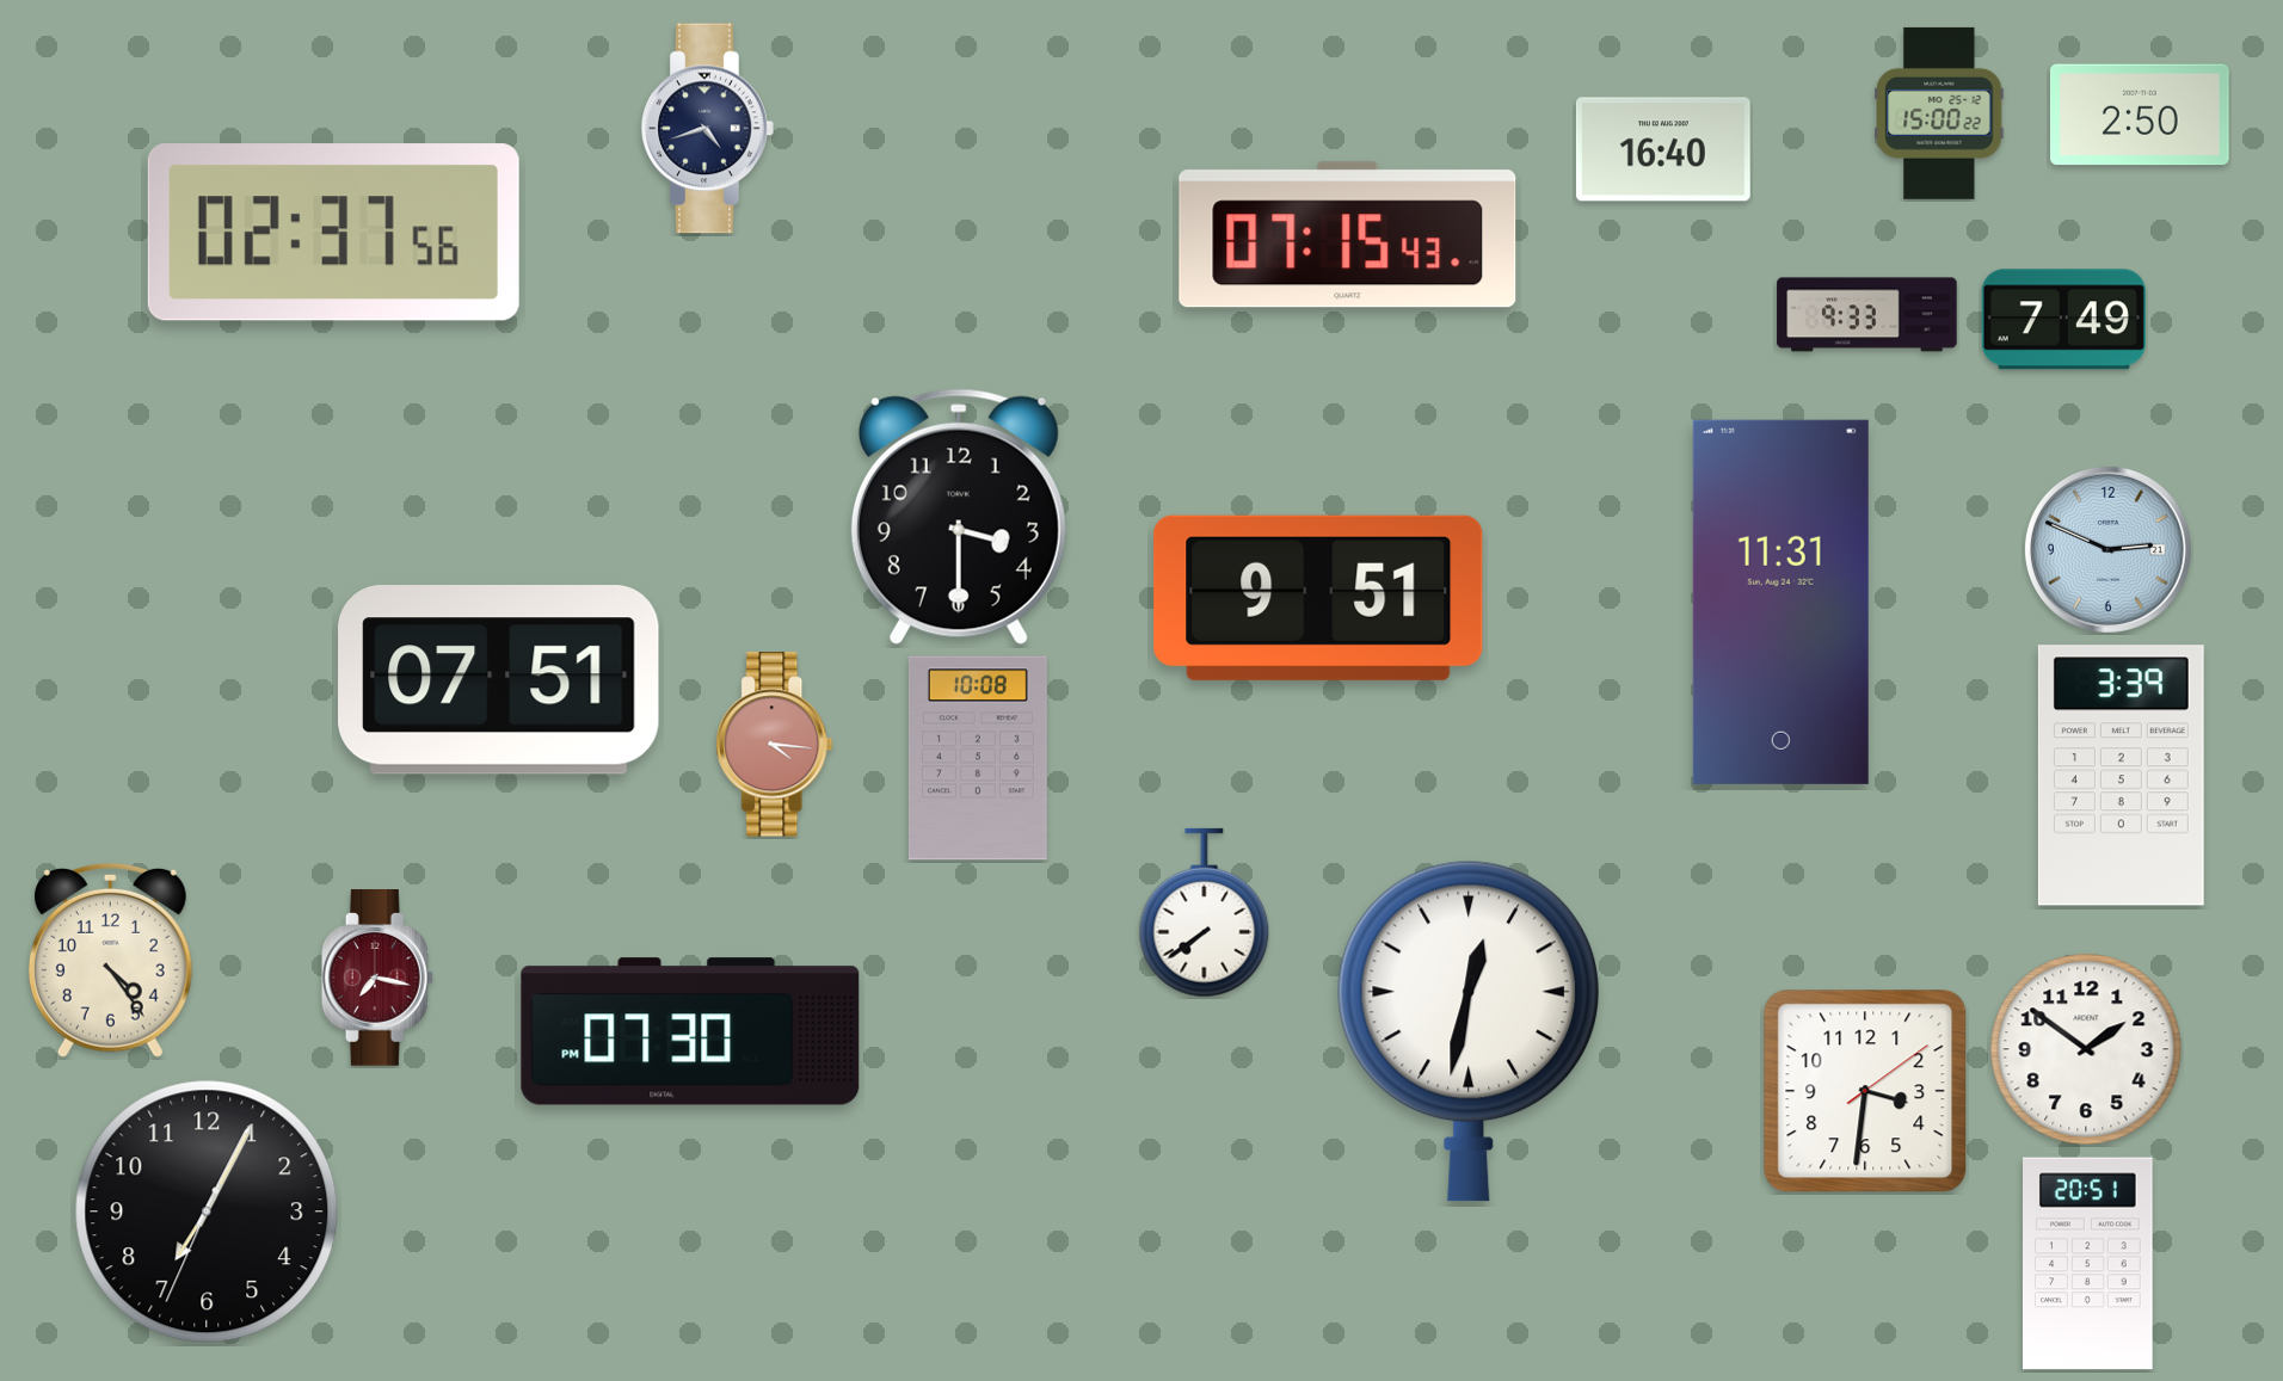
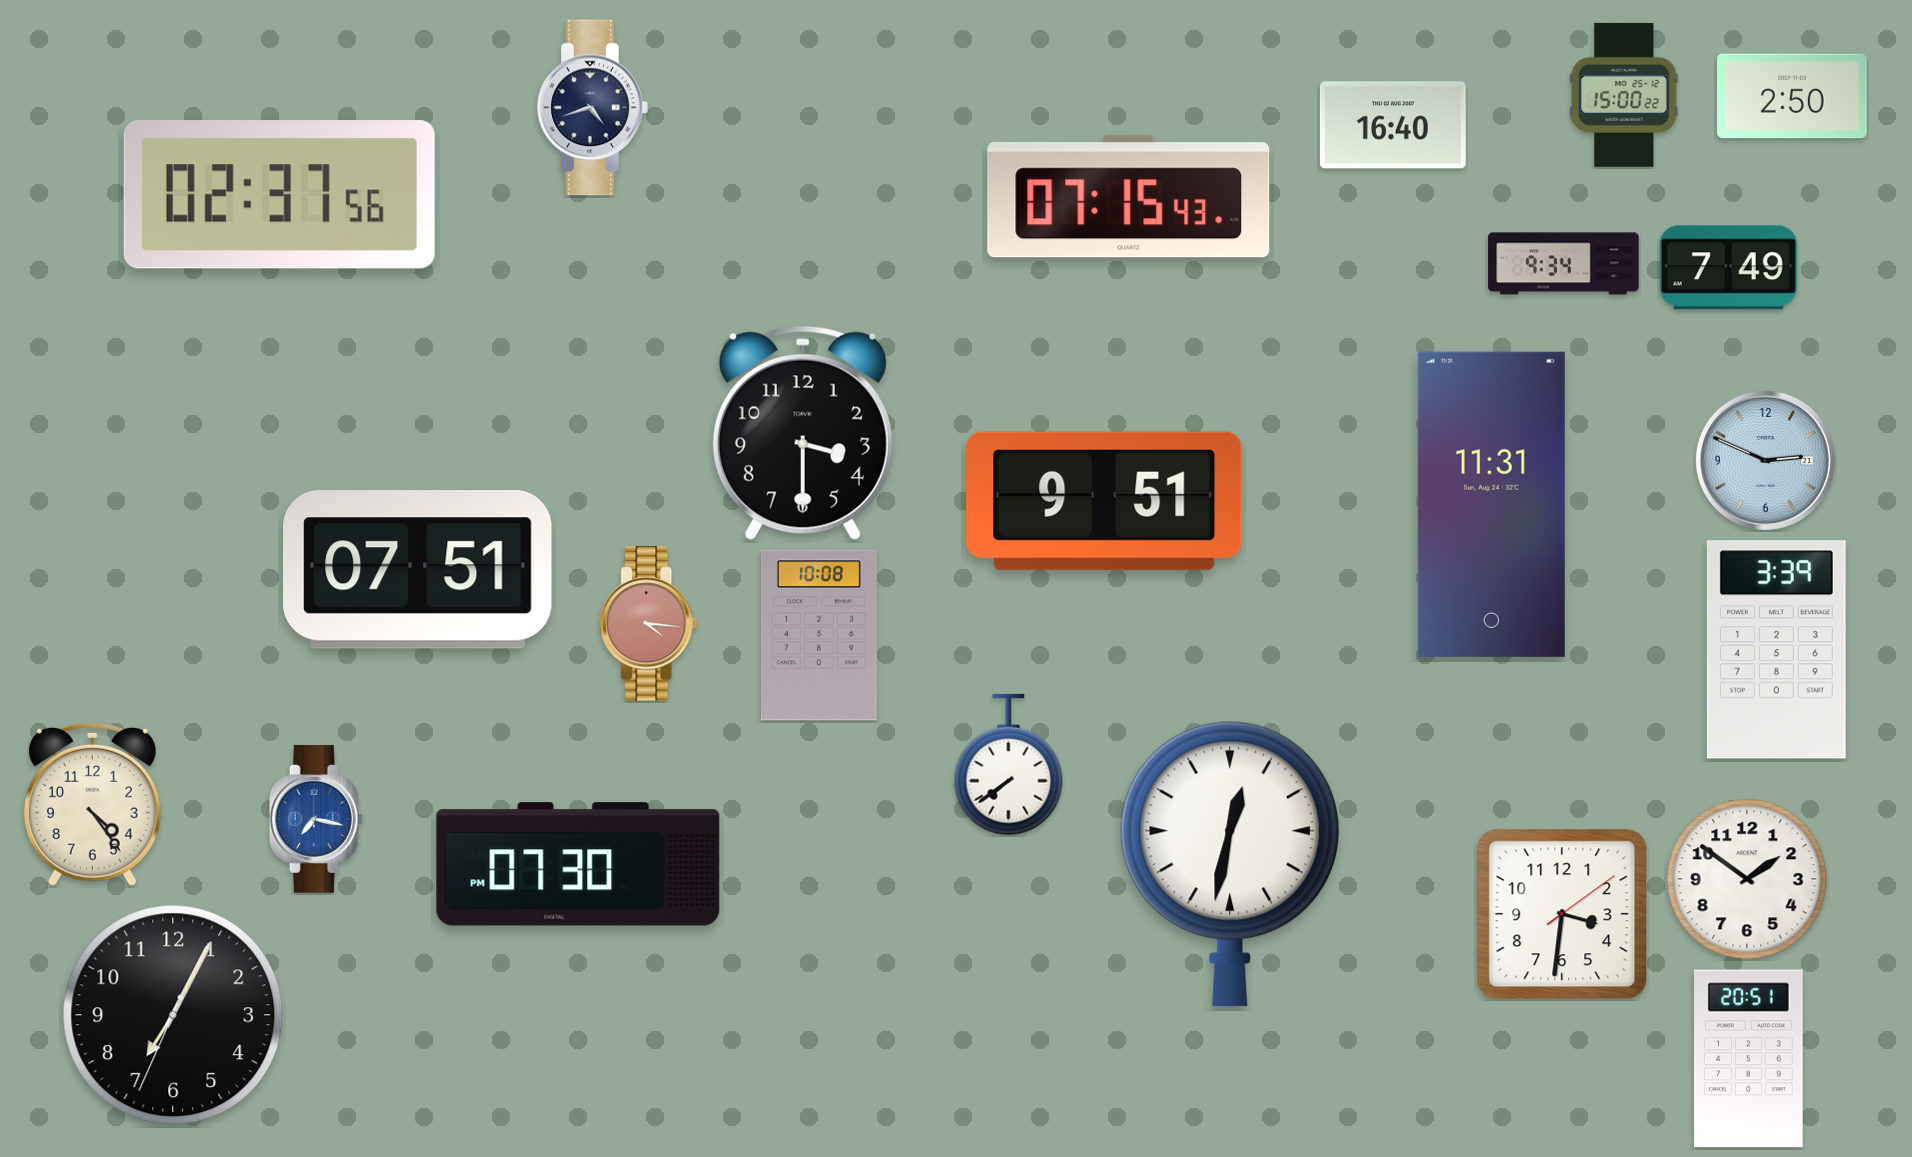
clock at (1867, 315): 9:33 -> 9:34
clock at (377, 979) dial: burgundy -> blue
